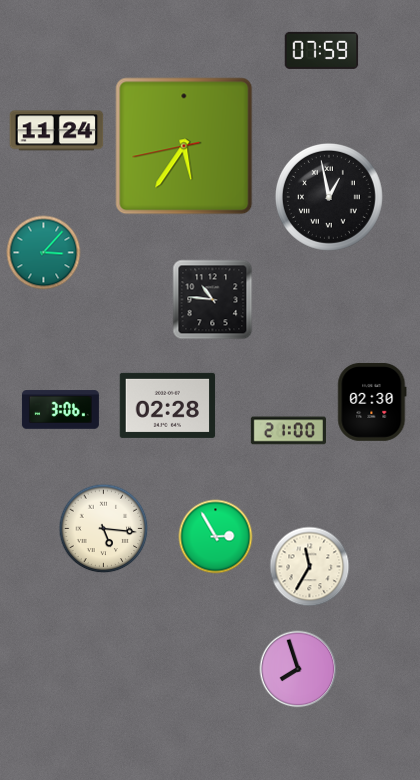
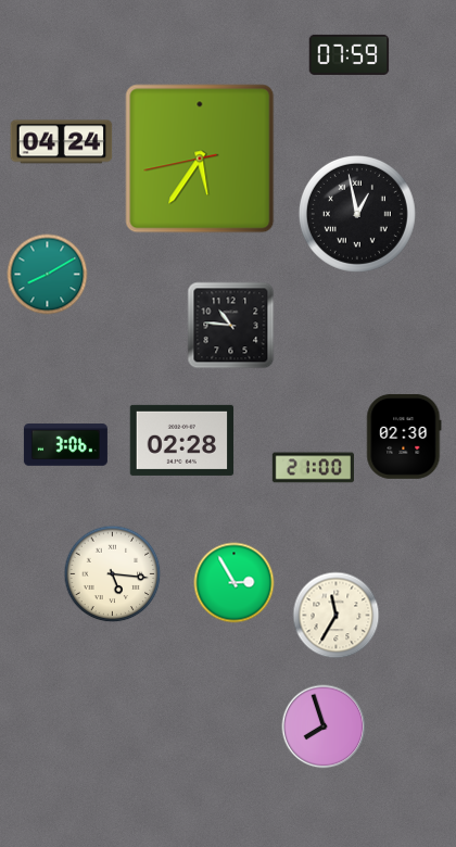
clock at (57, 131): 11:24 -> 04:24
clock at (44, 253): 3:07 -> 8:10
